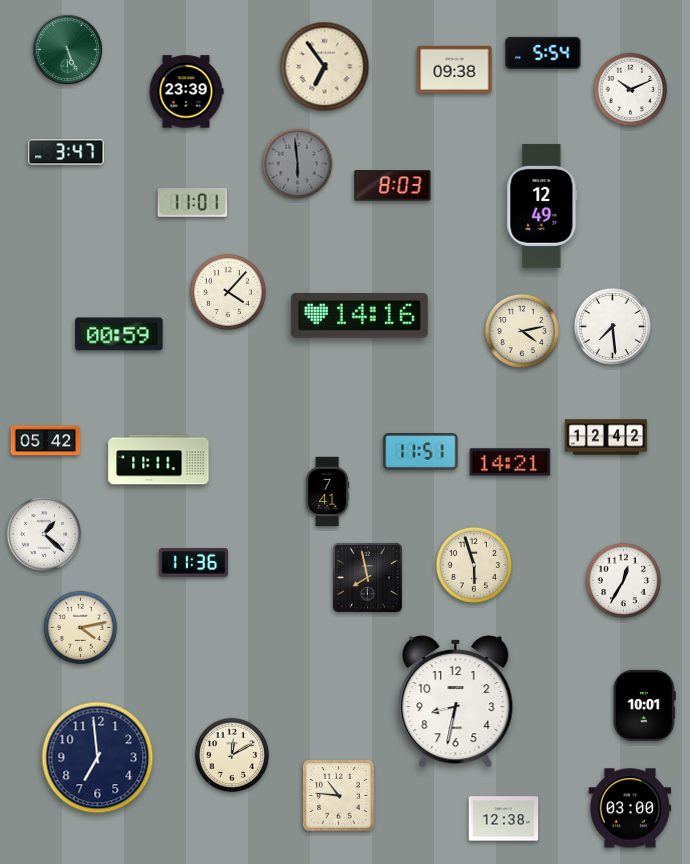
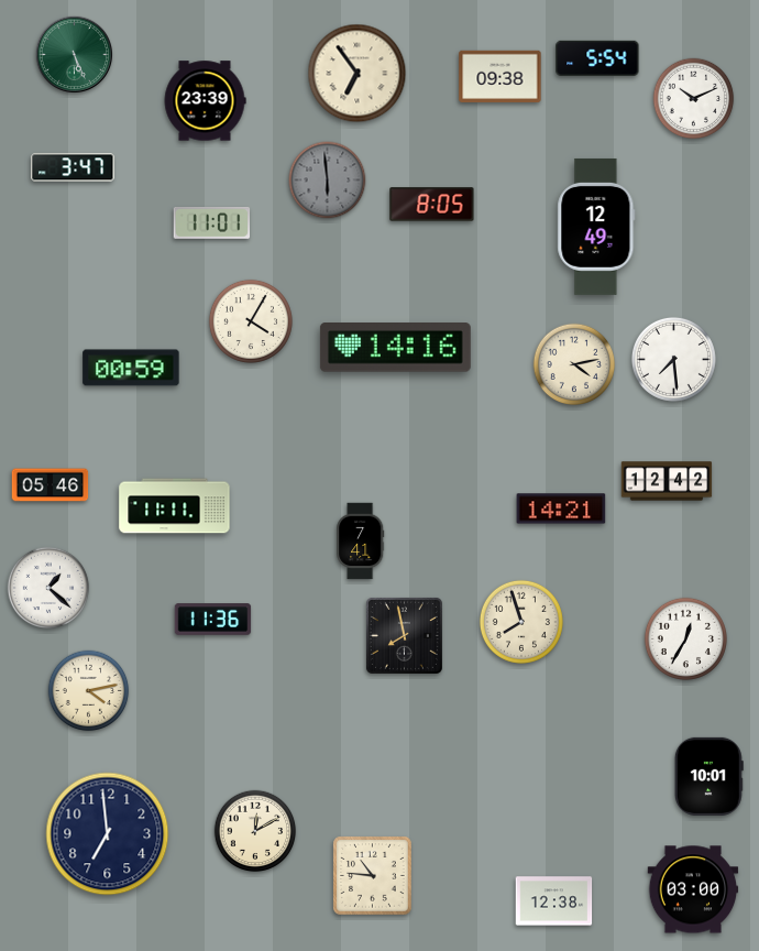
clock at (393, 186): 8:03 -> 8:05
clock at (228, 292): 4:07 -> 4:05
clock at (46, 441): 05:42 -> 05:46
clock at (421, 452): 11:51 -> none
clock at (474, 565): 5:57 -> 7:57
clock at (456, 701): 8:32 -> none
